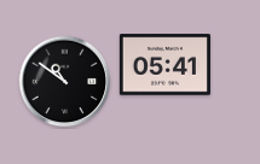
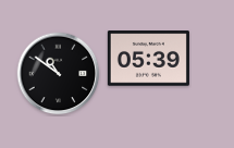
clock at (164, 65): 05:41 -> 05:39
